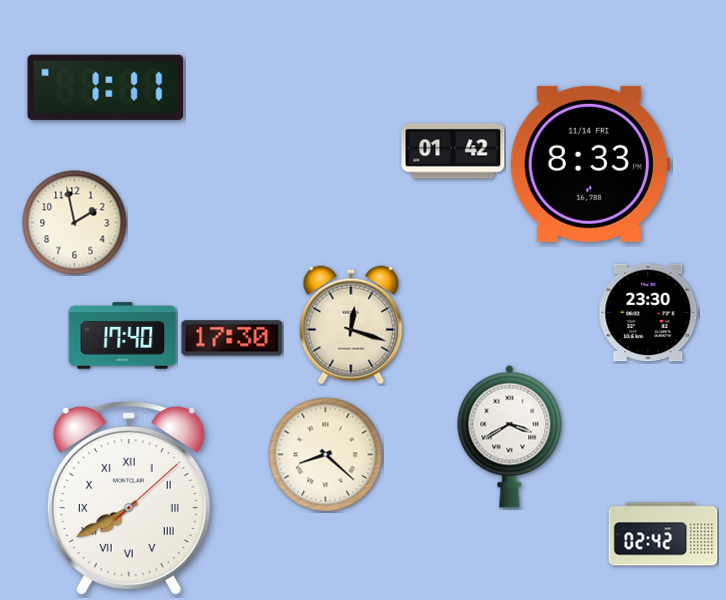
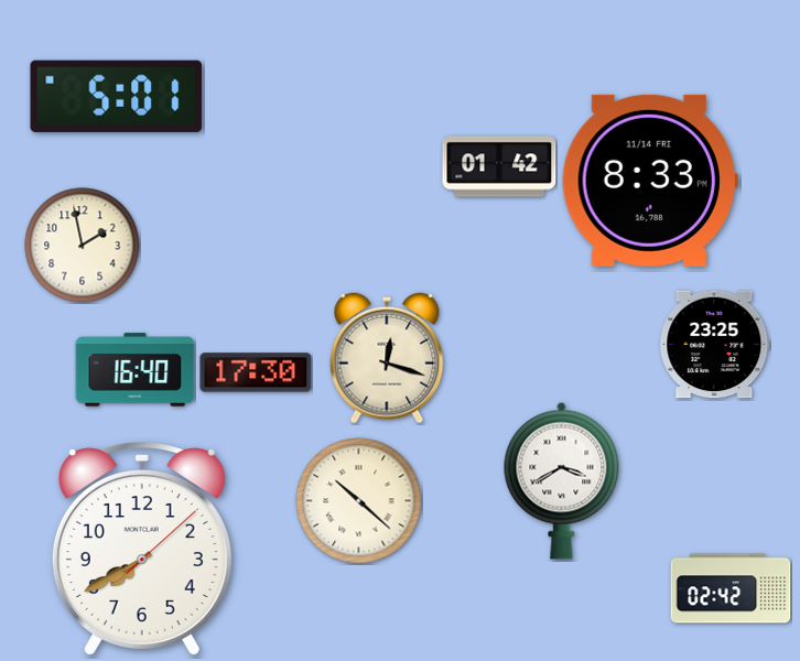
clock at (106, 87): 1:11 -> 5:01
clock at (649, 313): 23:30 -> 23:25
clock at (123, 336): 17:40 -> 16:40
clock at (326, 455): 8:22 -> 10:22
clock at (129, 498) numerals: Roman -> Arabic
